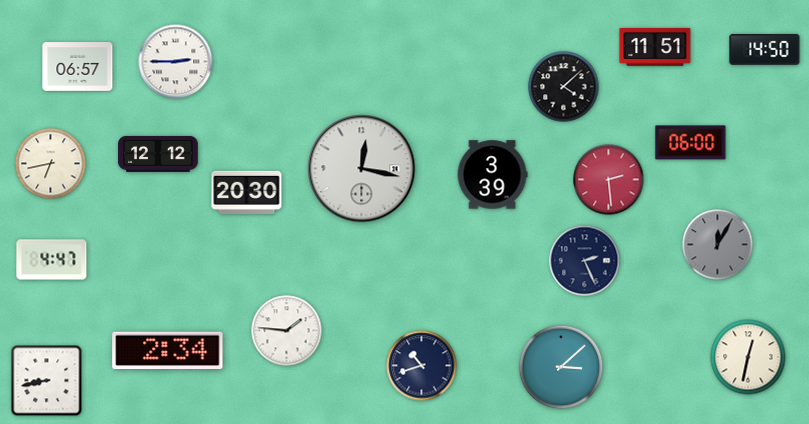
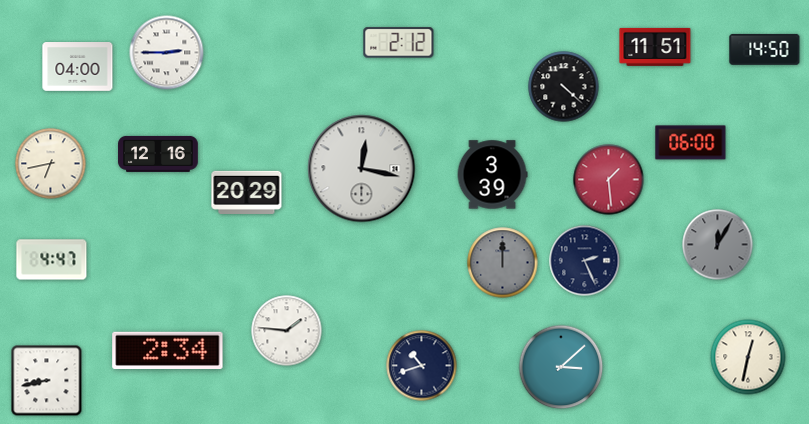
clock at (399, 43): none -> 2:12
clock at (176, 62) position: (176, 62) -> (167, 53)
clock at (78, 67): 06:57 -> 04:00
clock at (564, 87): 4:08 -> 4:22
clock at (158, 154): 12:12 -> 12:16
clock at (609, 180): 2:29 -> 1:29
clock at (247, 192): 20:30 -> 20:29
clock at (503, 263): none -> 12:00
